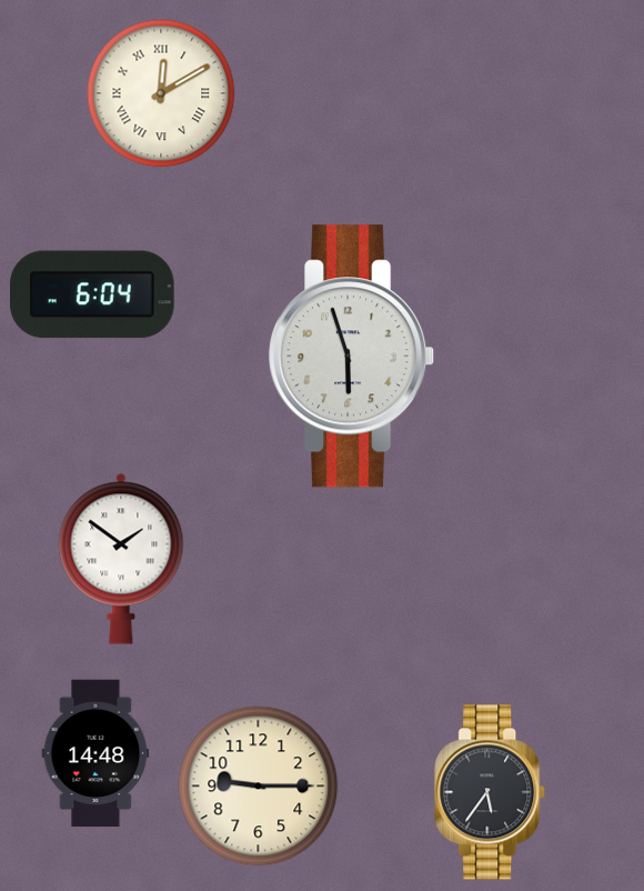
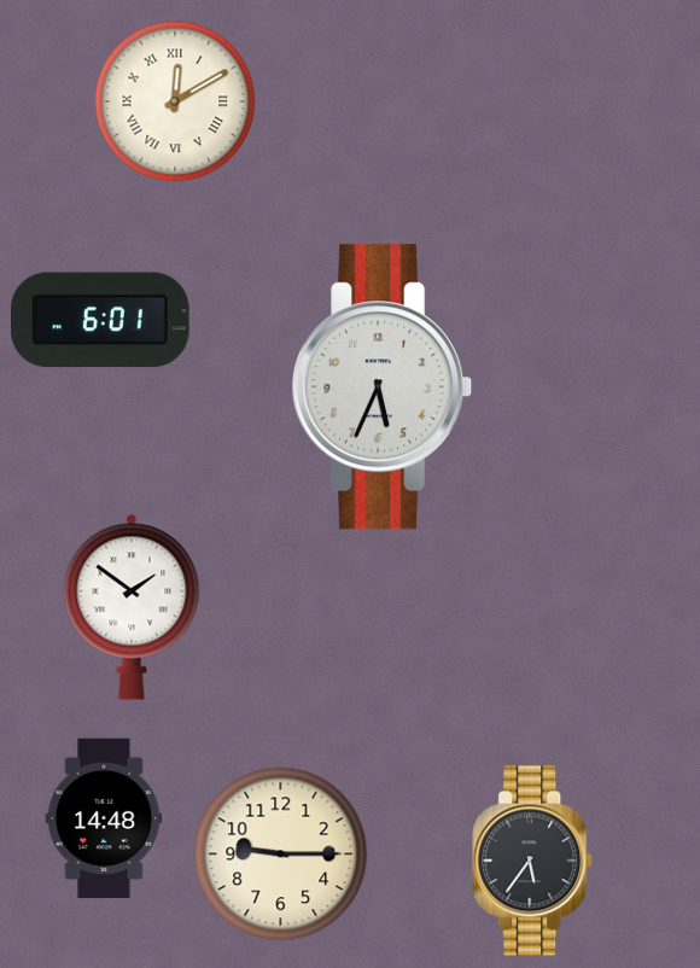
clock at (92, 294): 6:04 -> 6:01
clock at (353, 357): 5:57 -> 5:34
